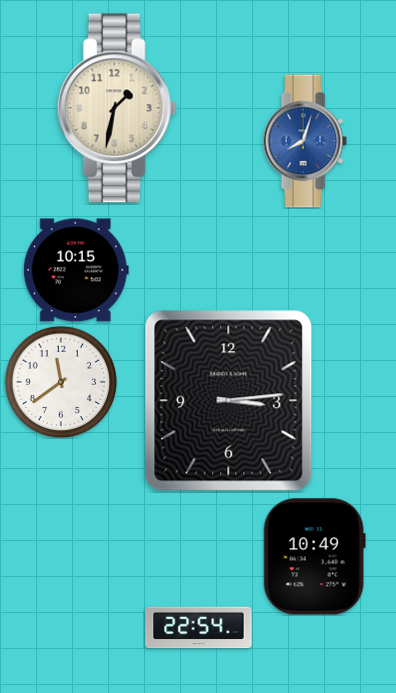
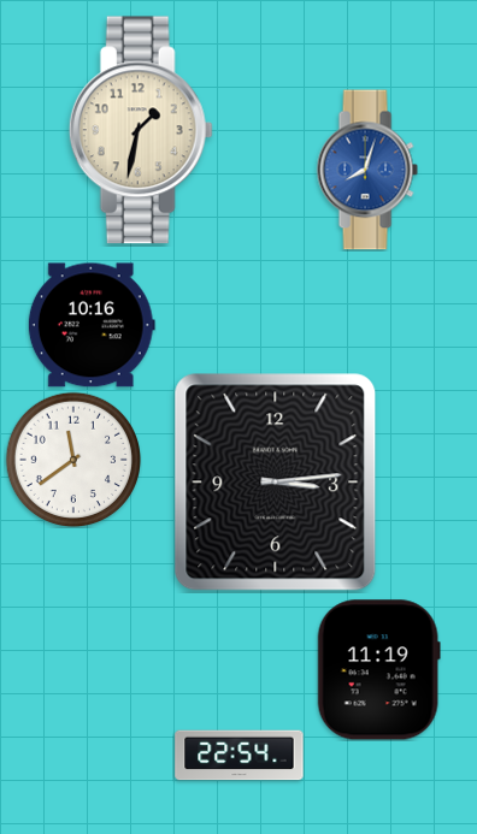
clock at (76, 270): 10:15 -> 10:16
clock at (314, 557): 10:49 -> 11:19
